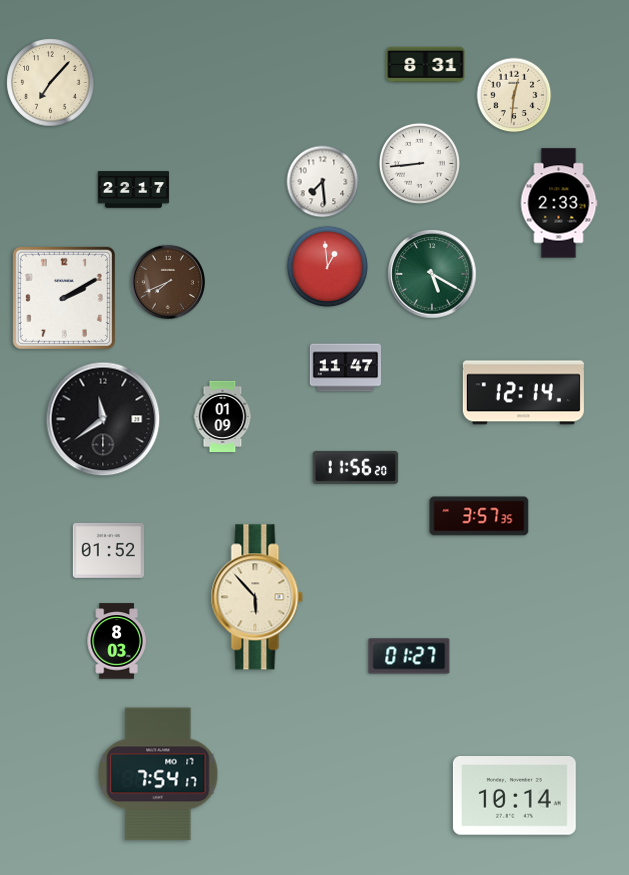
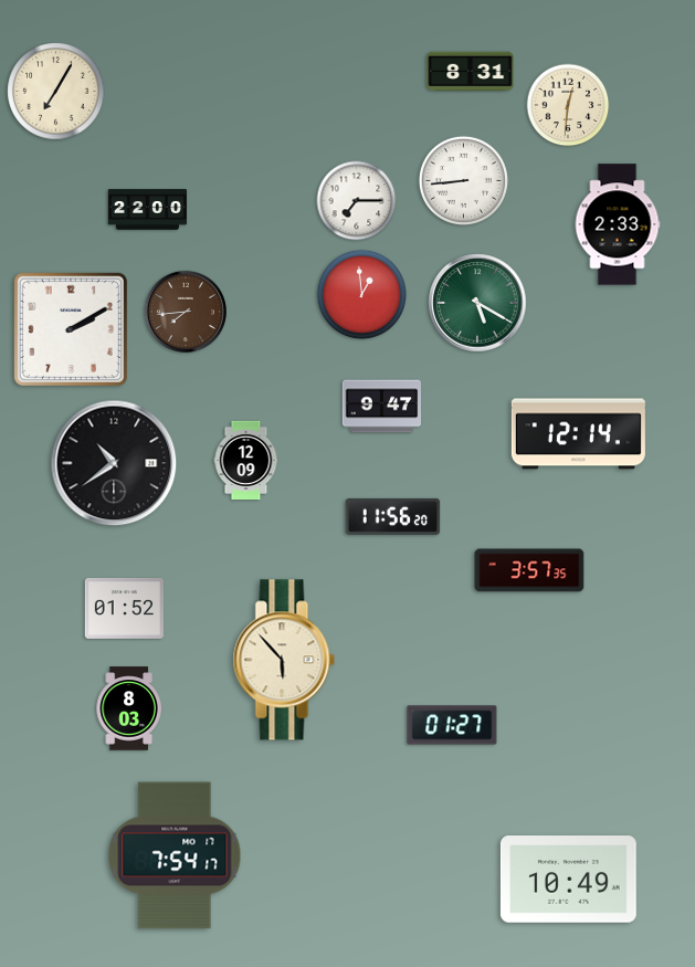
clock at (51, 83): 7:07 -> 7:05
clock at (323, 182): 7:29 -> 7:15
clock at (134, 190): 22:17 -> 22:00
clock at (168, 282): 7:41 -> 7:44
clock at (345, 368): 11:47 -> 9:47
clock at (223, 417): 01:09 -> 12:09
clock at (103, 419): 11:39 -> 10:39
clock at (108, 550) position: (108, 550) -> (124, 608)
clock at (514, 796): 10:14 -> 10:49
